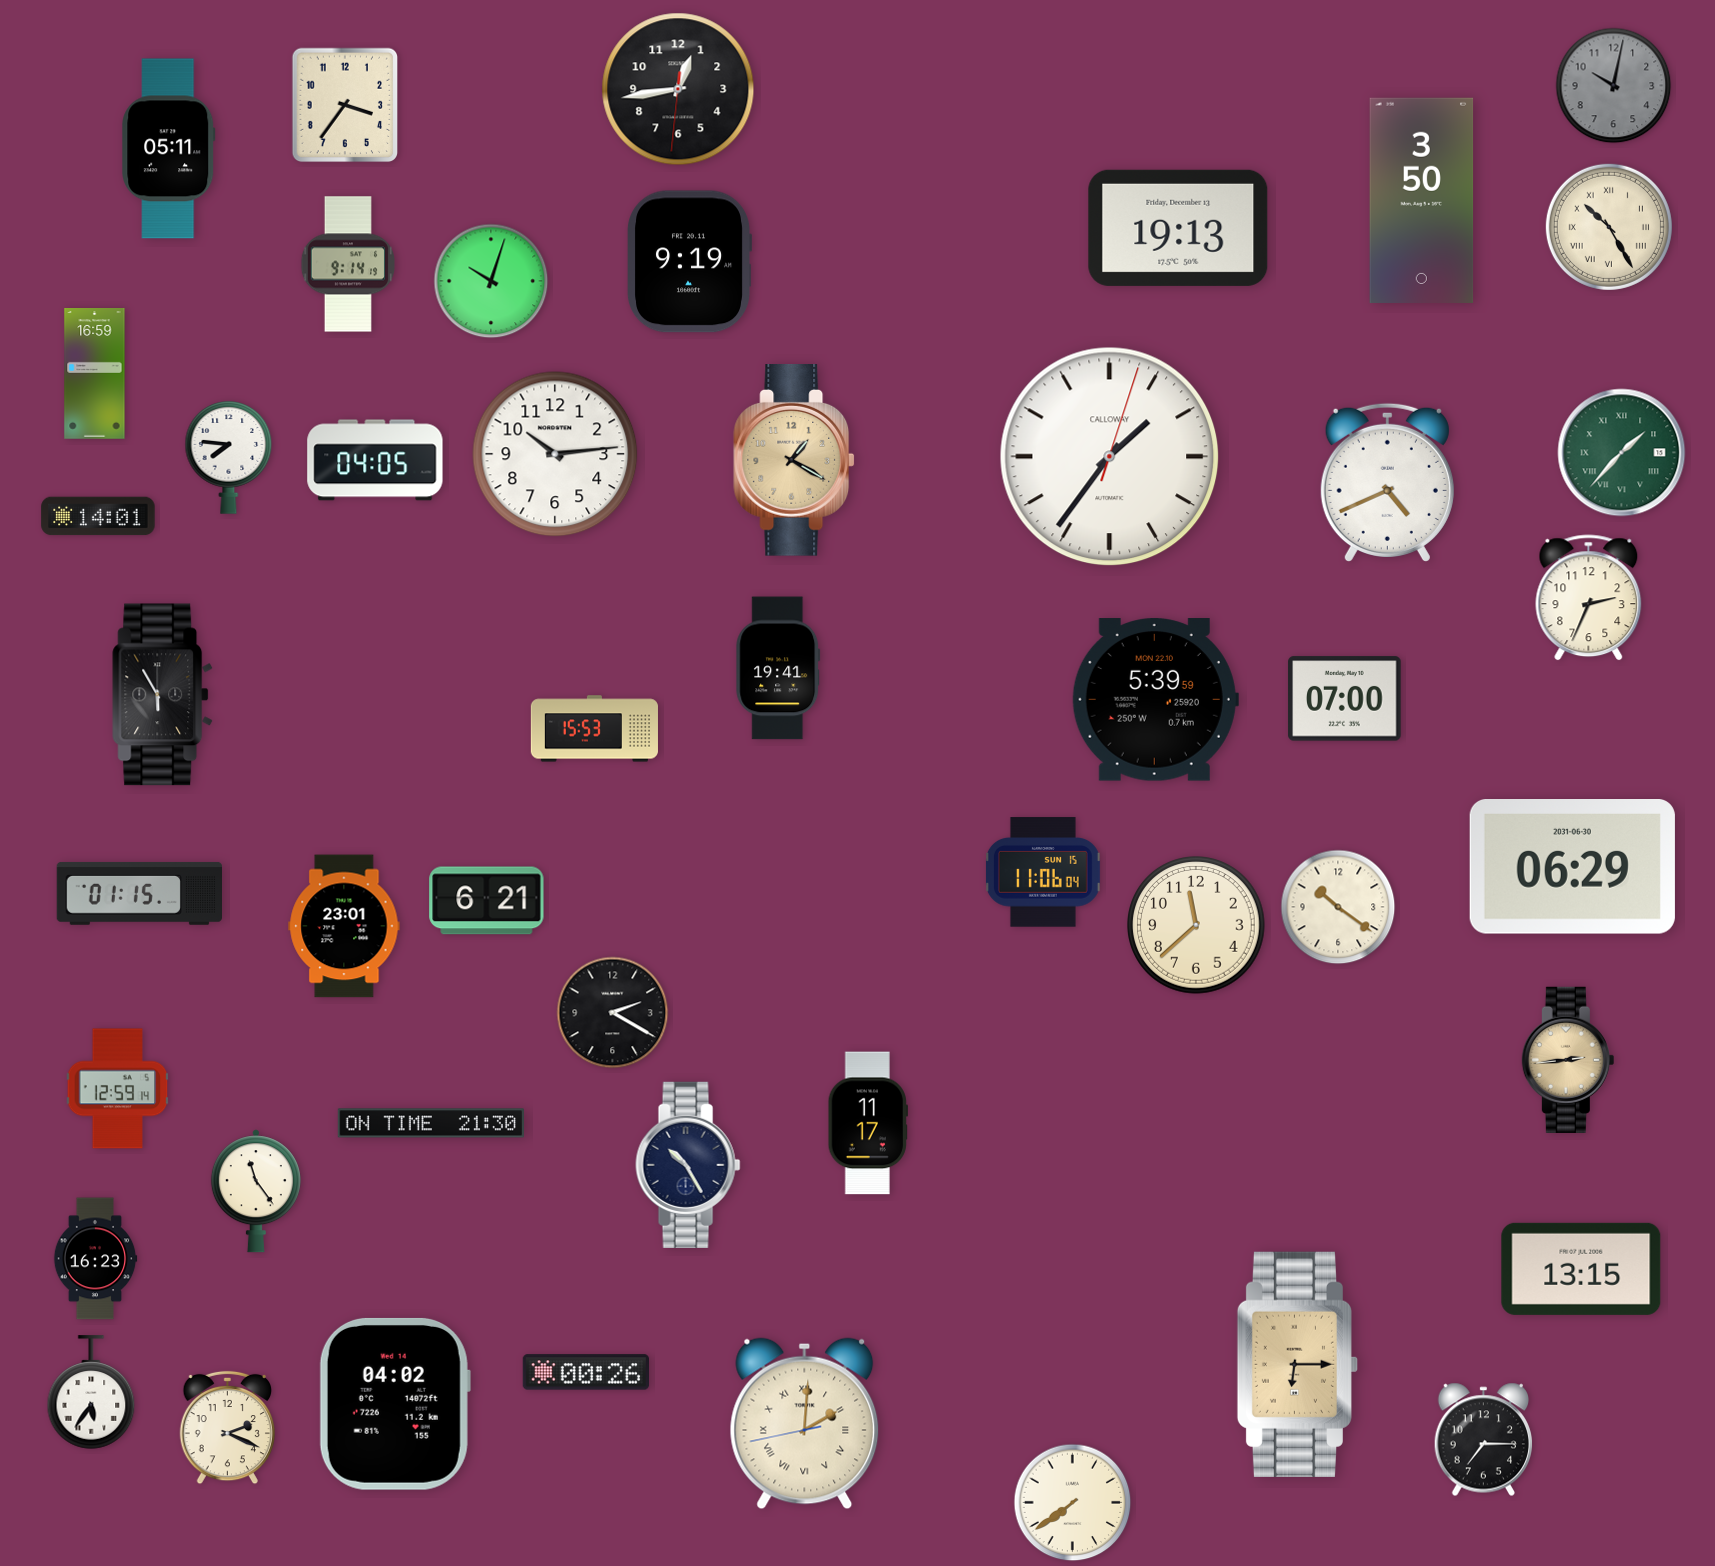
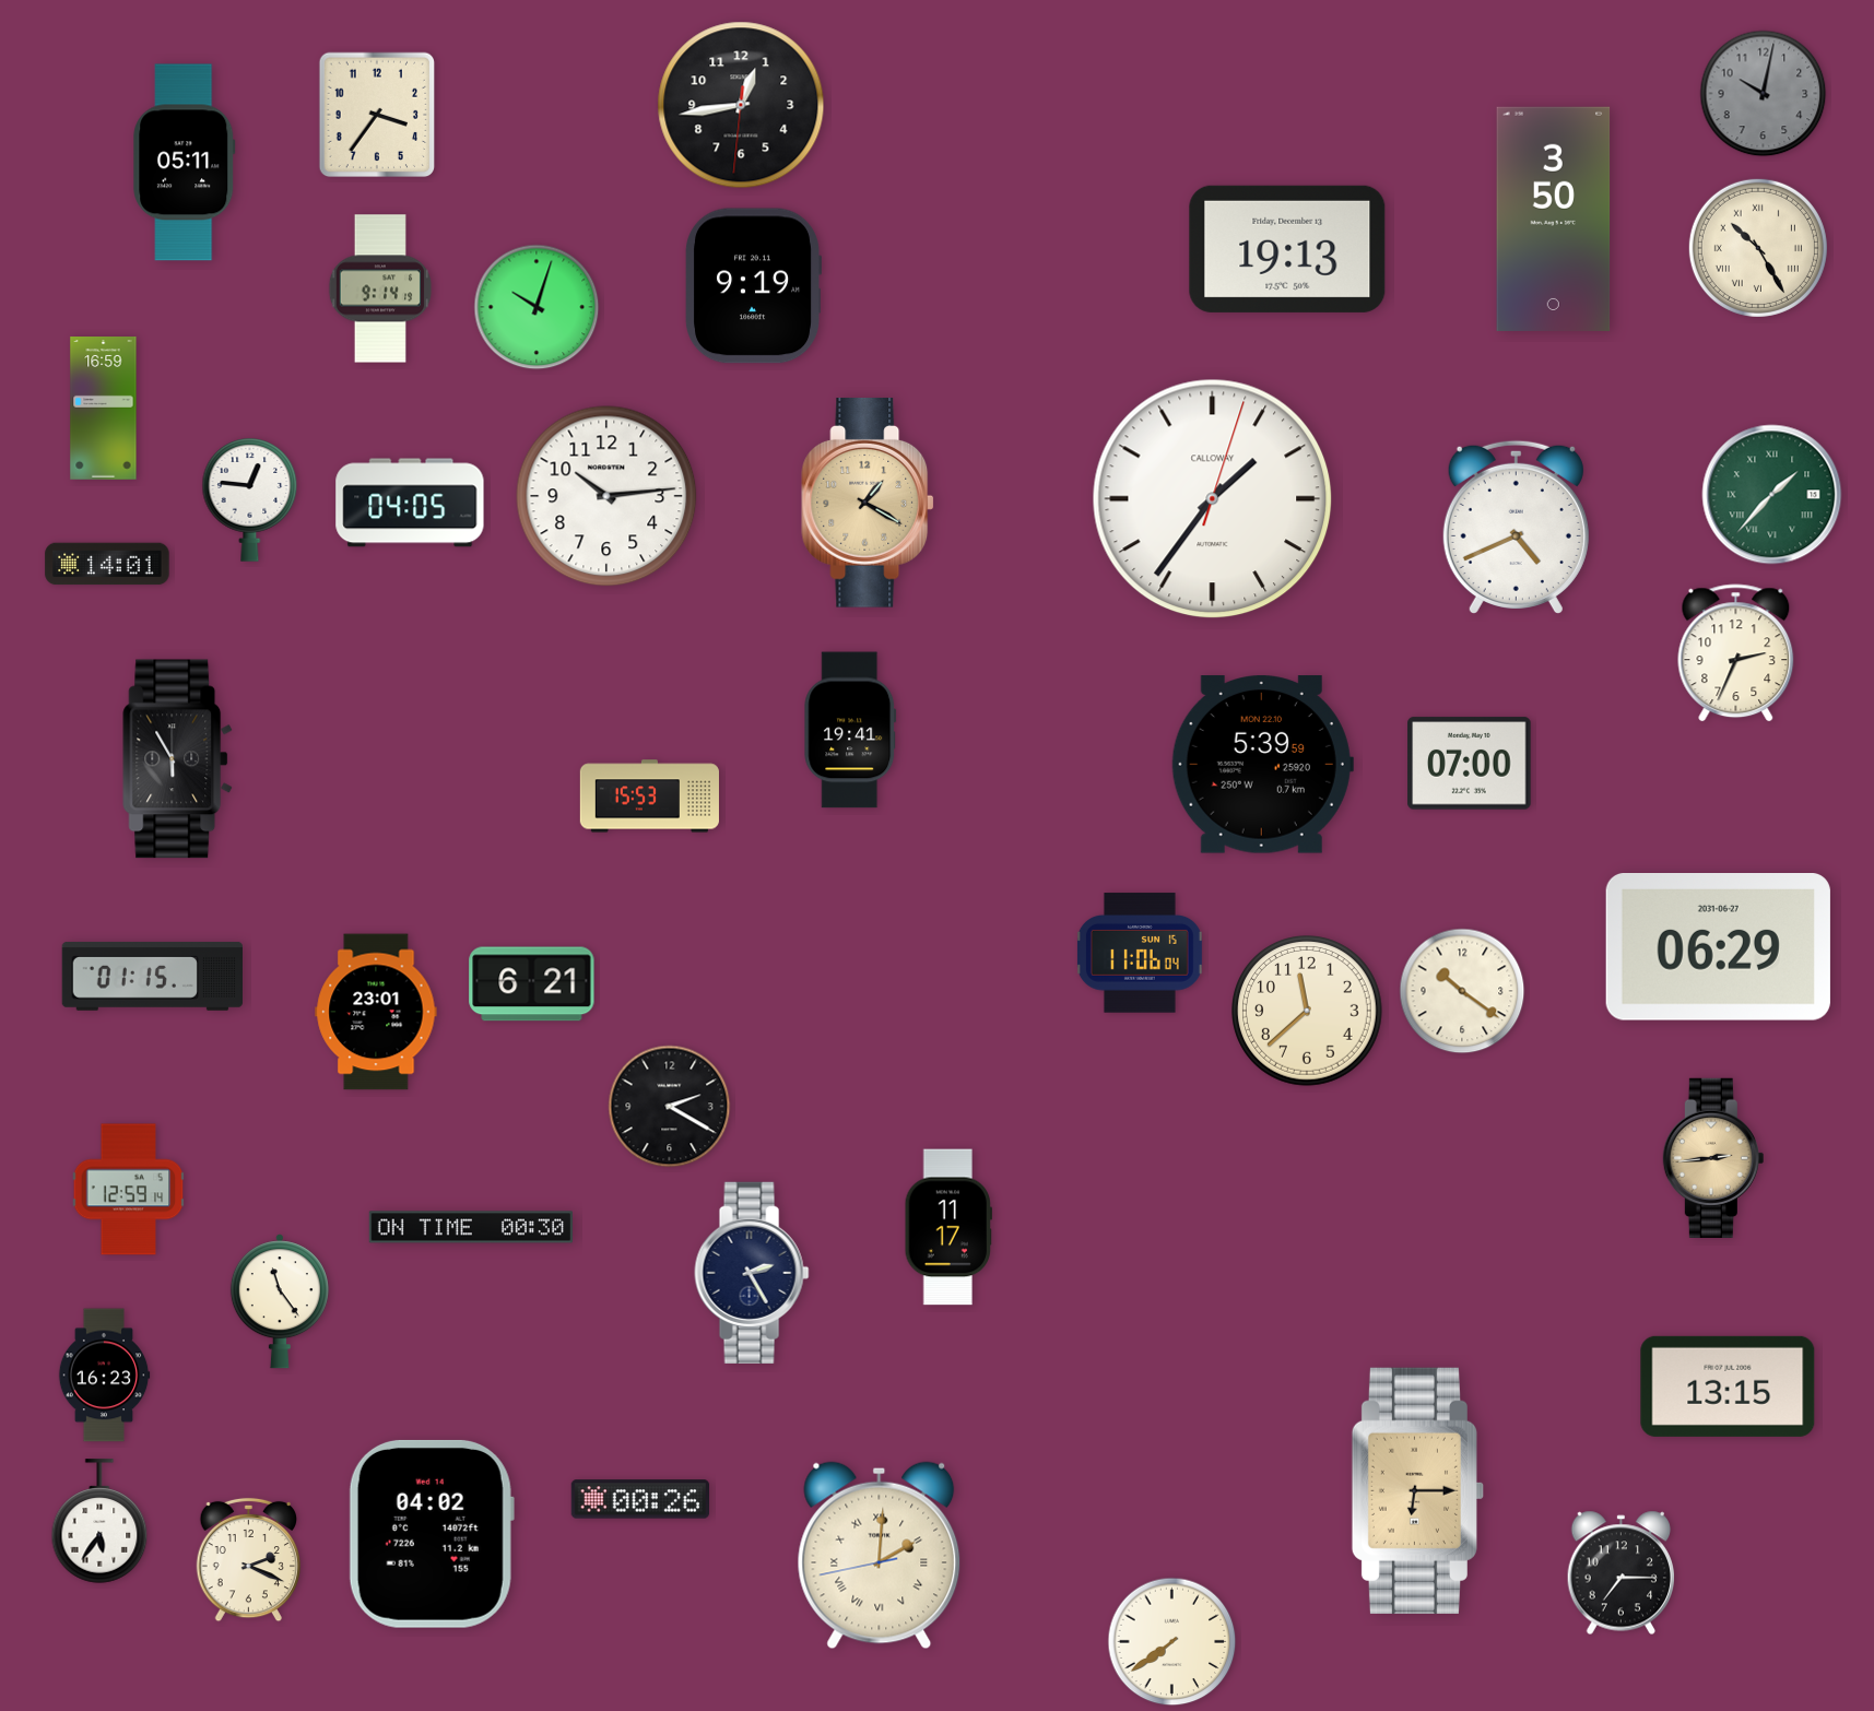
clock at (678, 89) position: (678, 89) -> (741, 105)
clock at (229, 458): 7:46 -> 12:46
clock at (1572, 867) date: 2031-06-30 -> 2031-06-27
clock at (431, 1123): 21:30 -> 00:30
clock at (688, 1165): 10:25 -> 2:25
